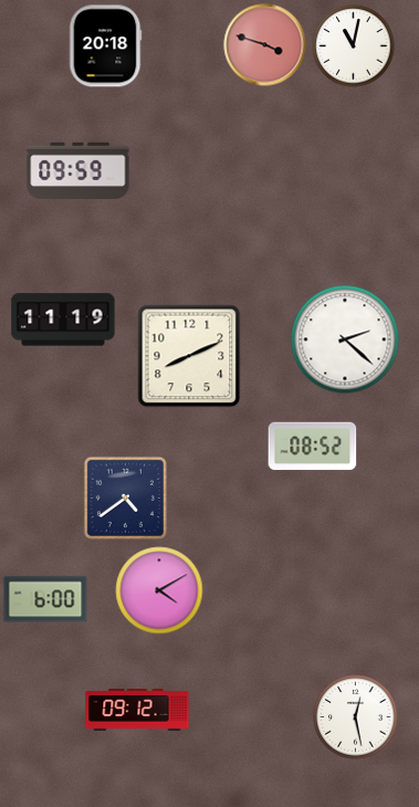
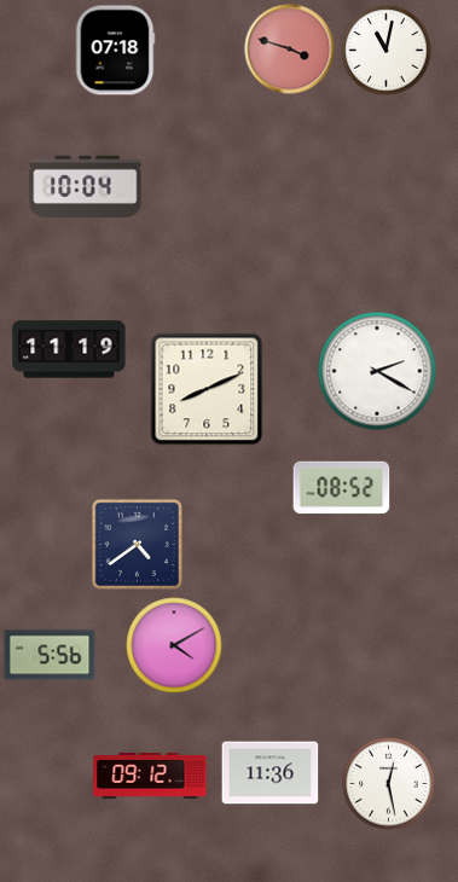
clock at (105, 46): 20:18 -> 07:18
clock at (78, 170): 09:59 -> 10:04
clock at (345, 339): 2:22 -> 2:20
clock at (45, 599): 6:00 -> 5:56
clock at (271, 773): none -> 11:36
